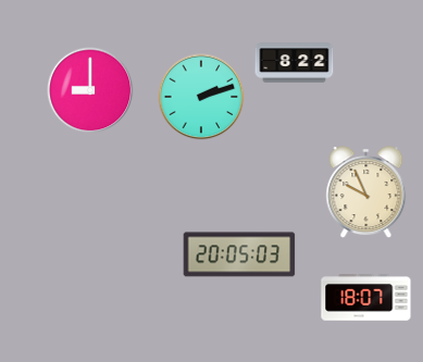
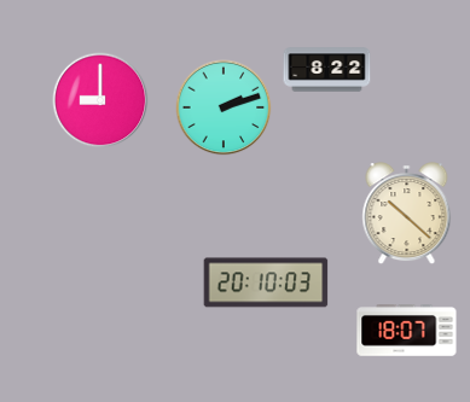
clock at (366, 192): 9:56 -> 10:22
clock at (239, 254): 20:05 -> 20:10
